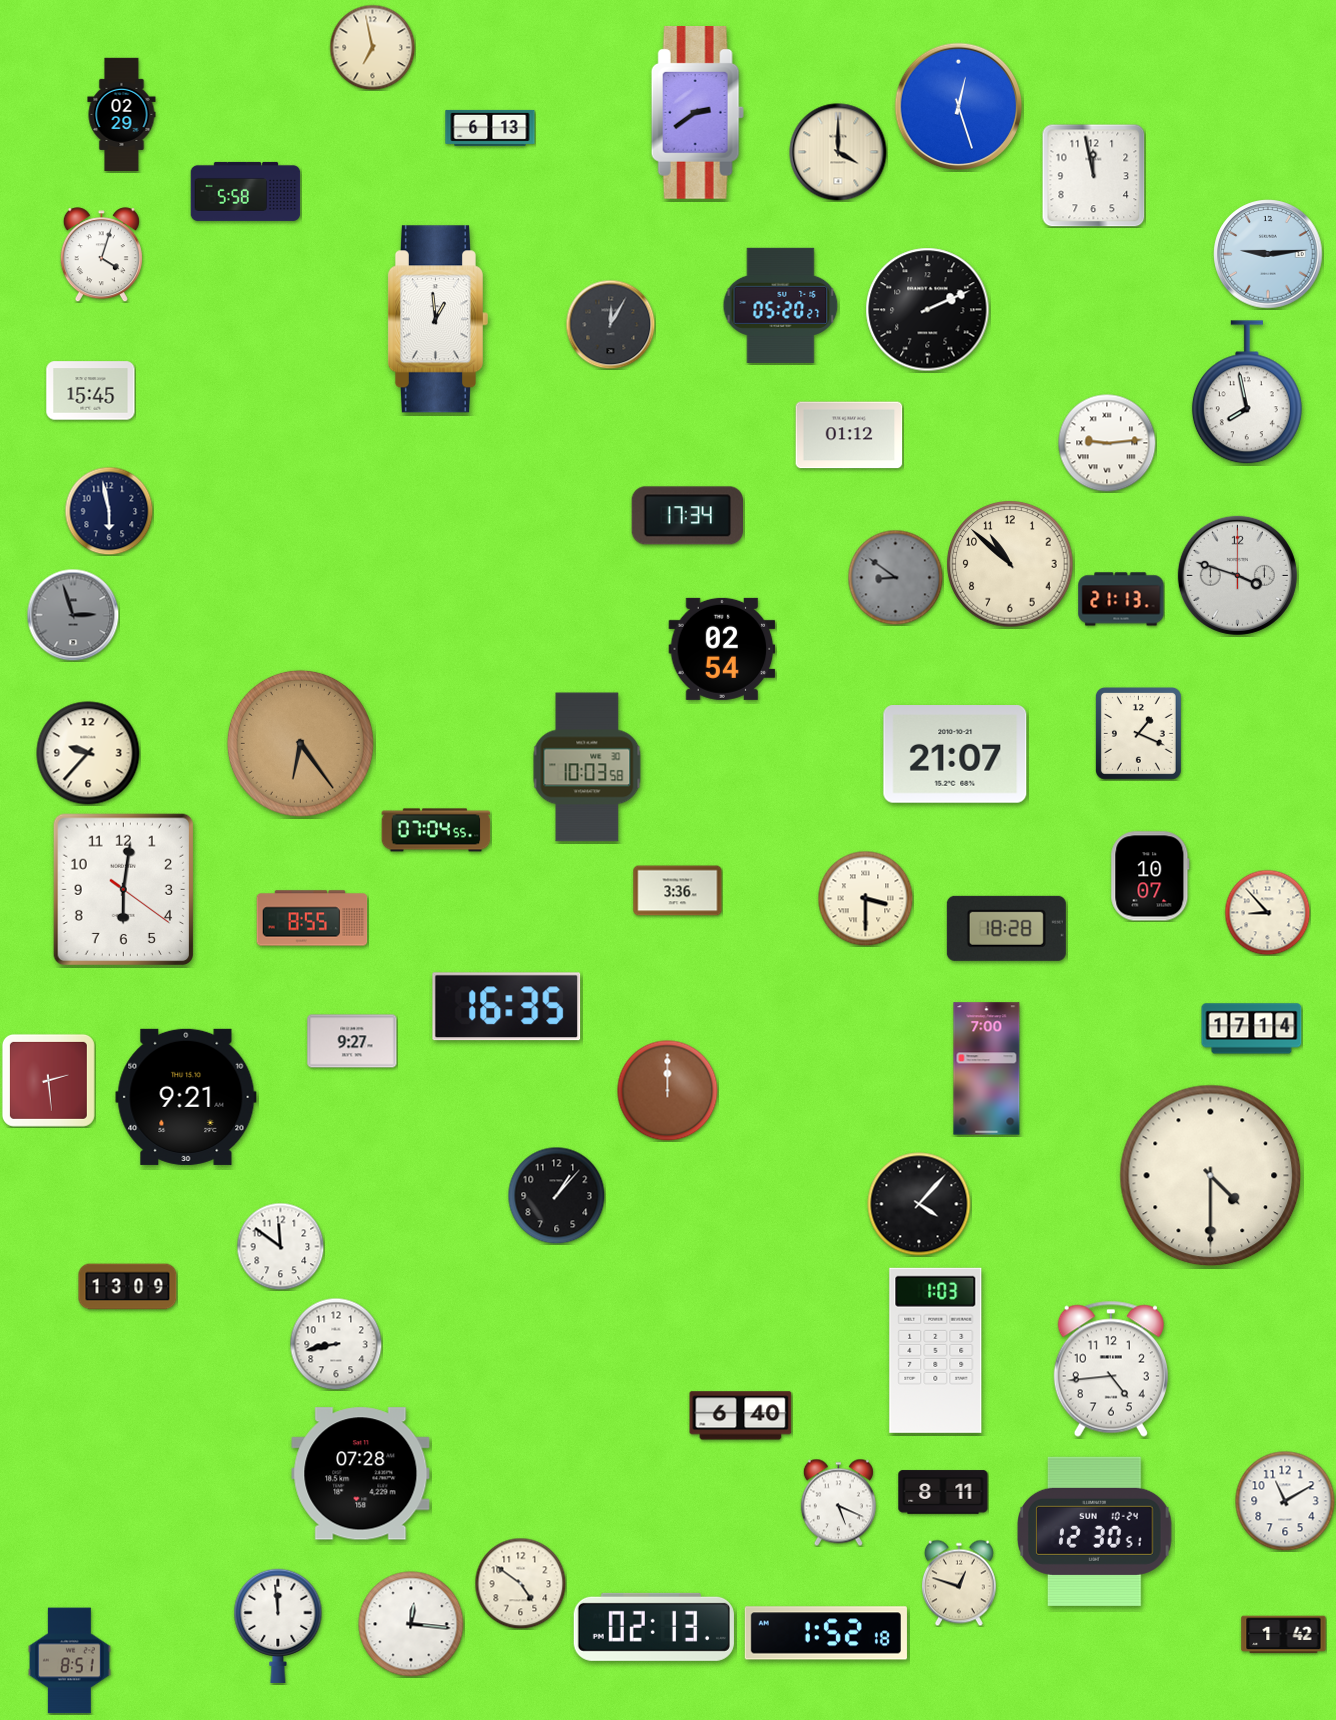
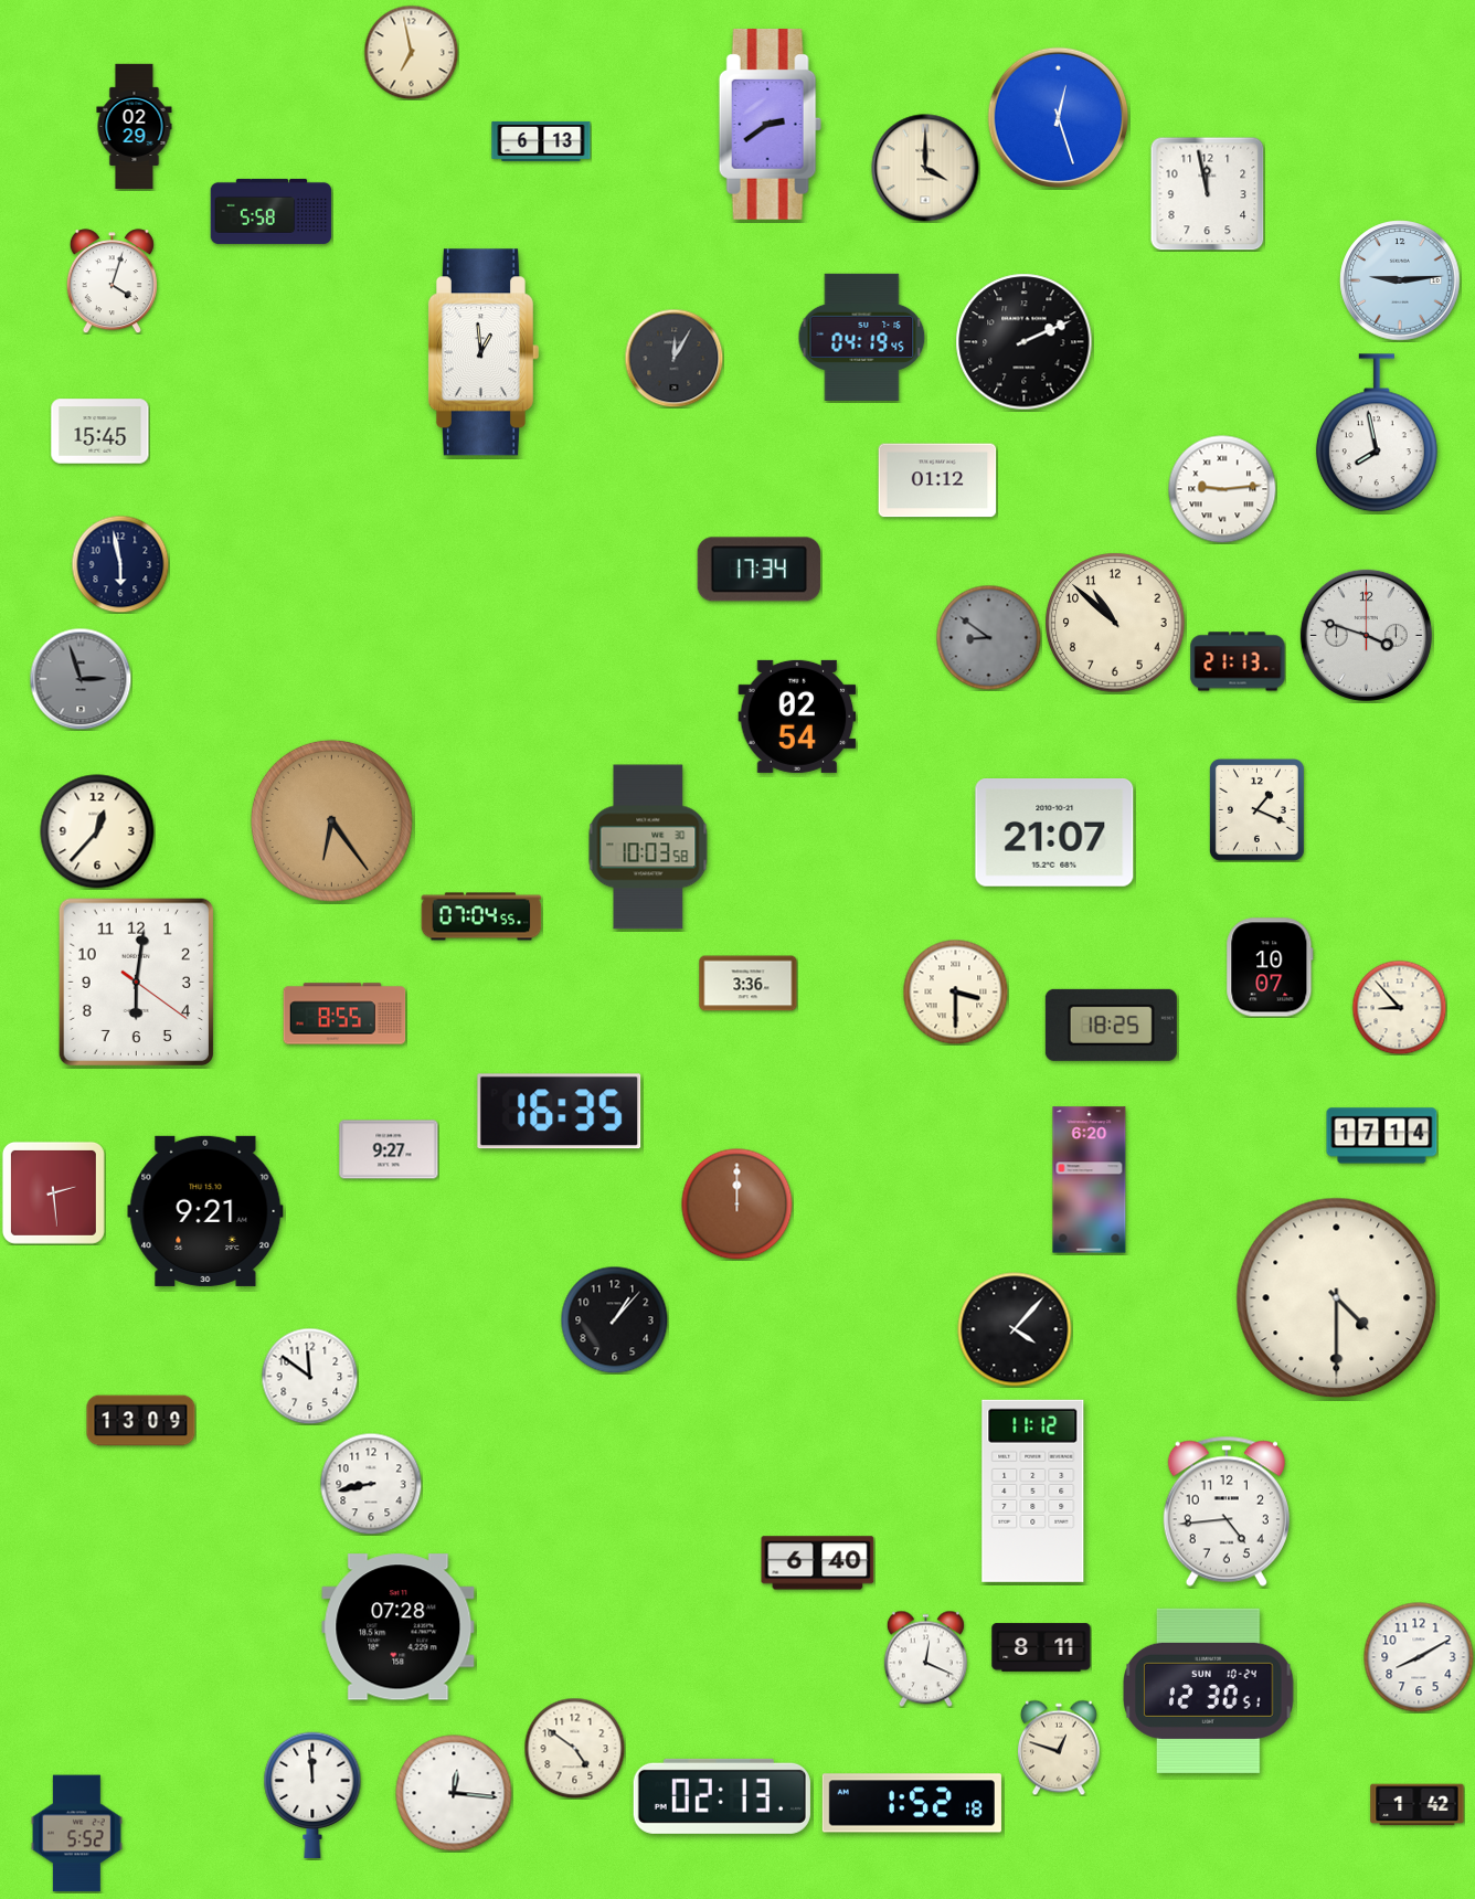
clock at (781, 305): 05:20 -> 04:19
clock at (88, 753): 9:37 -> 12:37
clock at (1006, 928): 18:28 -> 18:25
clock at (987, 1069): 7:00 -> 6:20
clock at (936, 1350): 1:03 -> 11:12
clock at (1285, 1501): 11:10 -> 8:10
clock at (838, 1502): 5:19 -> 12:19
clock at (278, 1626) position: (278, 1626) -> (312, 1795)
clock at (69, 1661): 8:51 -> 5:52
